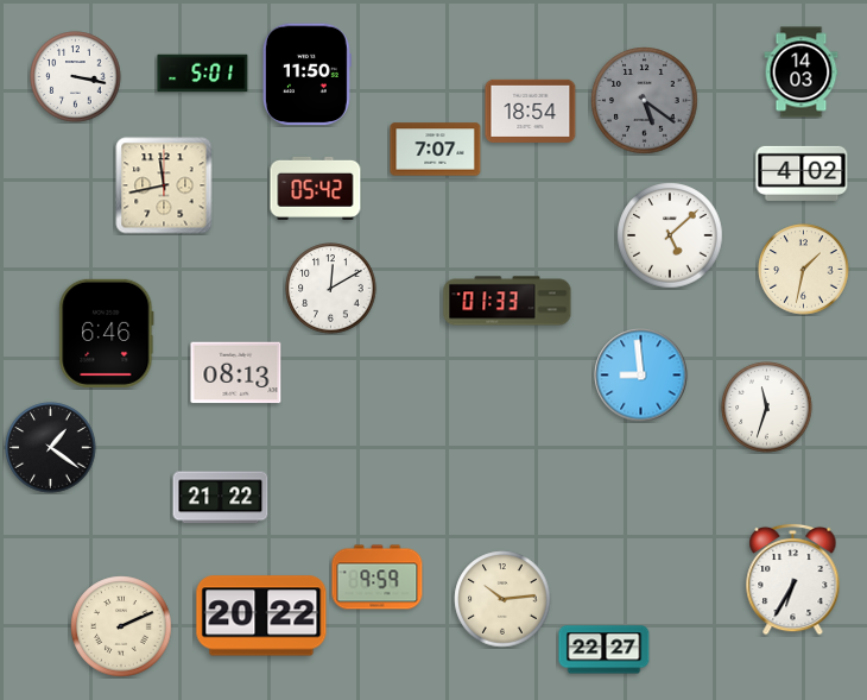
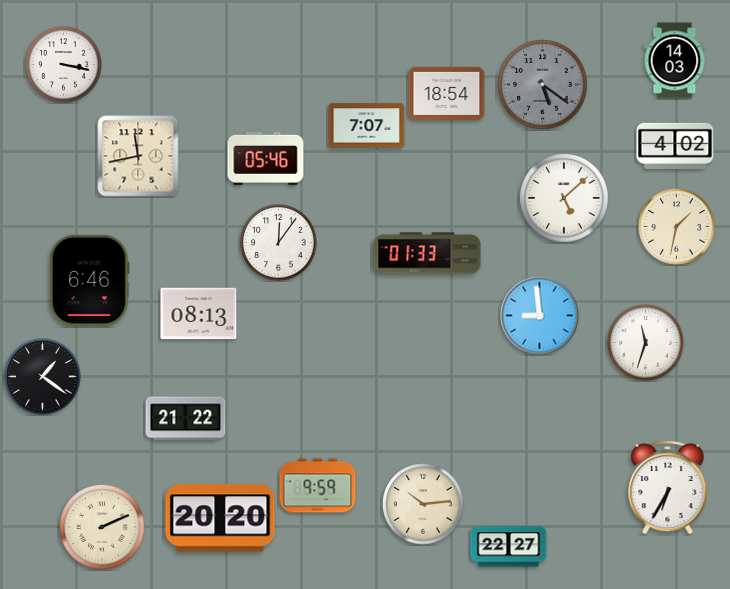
clock at (203, 74): 5:01 -> none
clock at (306, 75): 11:50 -> none
clock at (316, 188): 05:42 -> 05:46
clock at (331, 289): 12:10 -> 12:06
clock at (261, 616): 20:22 -> 20:20
